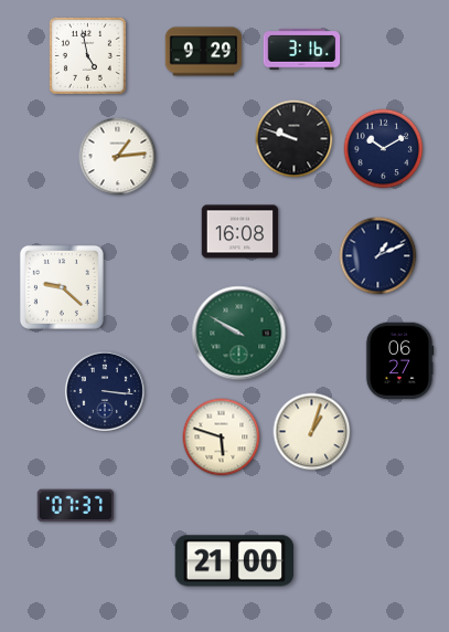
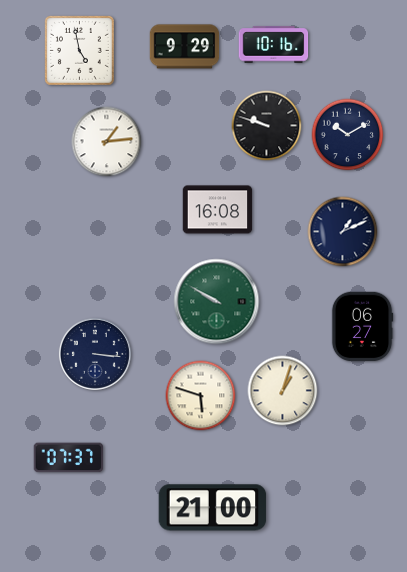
clock at (302, 50): 3:16 -> 10:16
clock at (62, 287): 9:22 -> none
